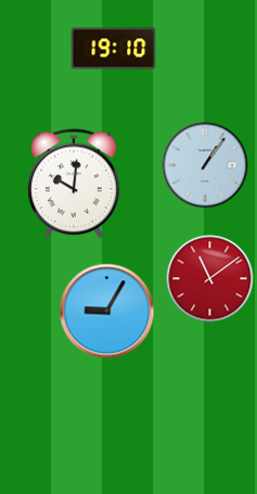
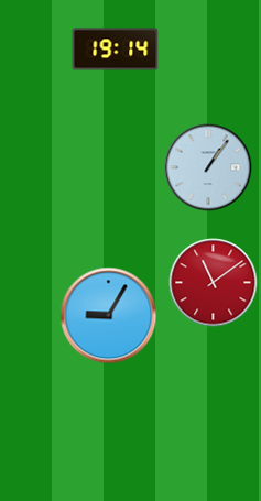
clock at (114, 49): 19:10 -> 19:14
clock at (75, 183): 10:01 -> none
